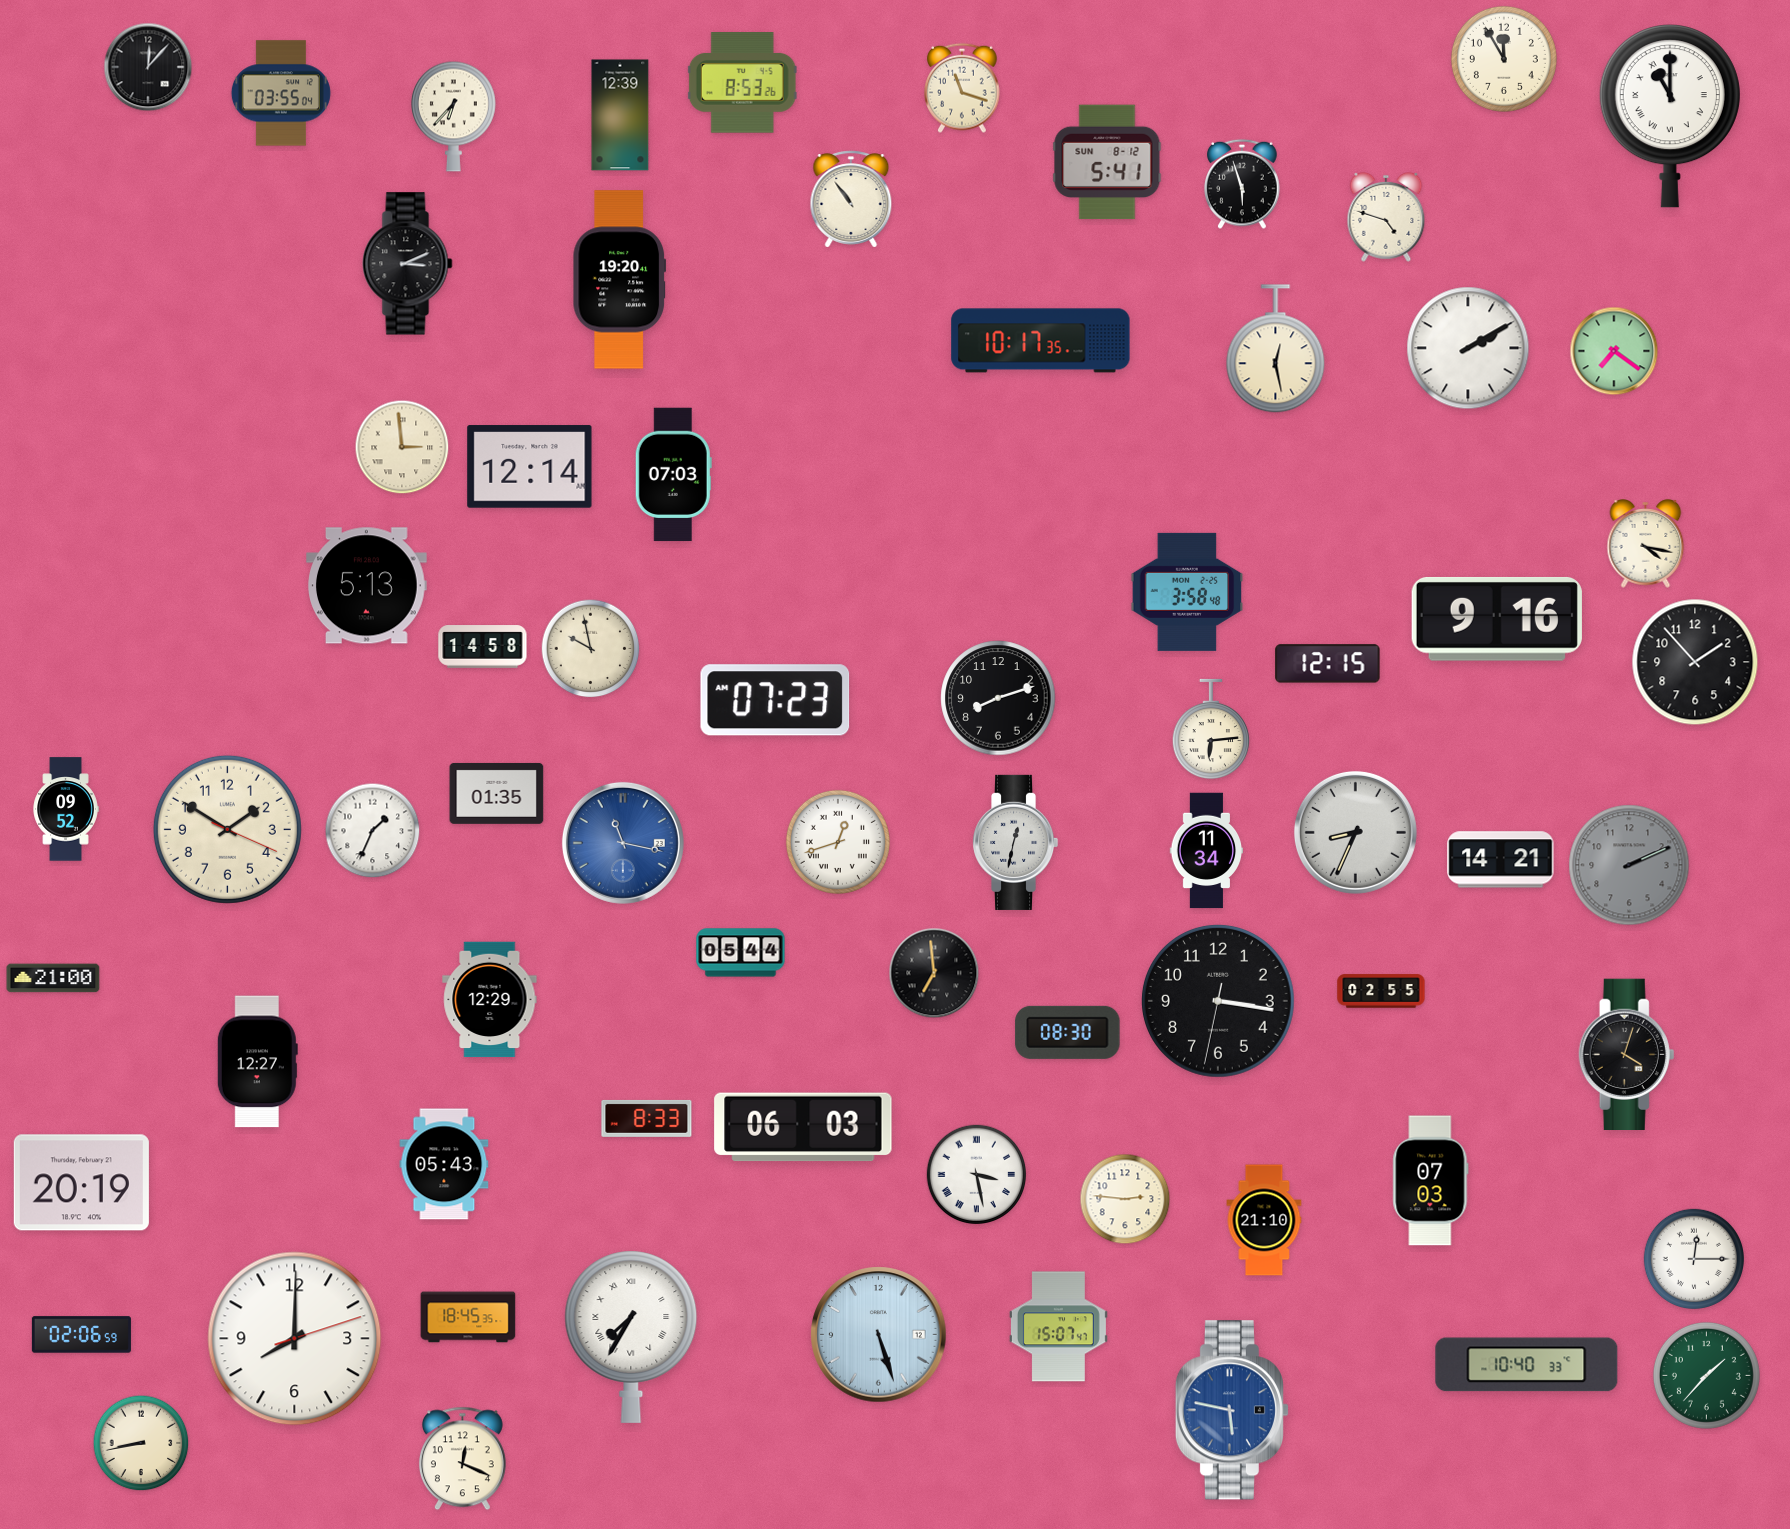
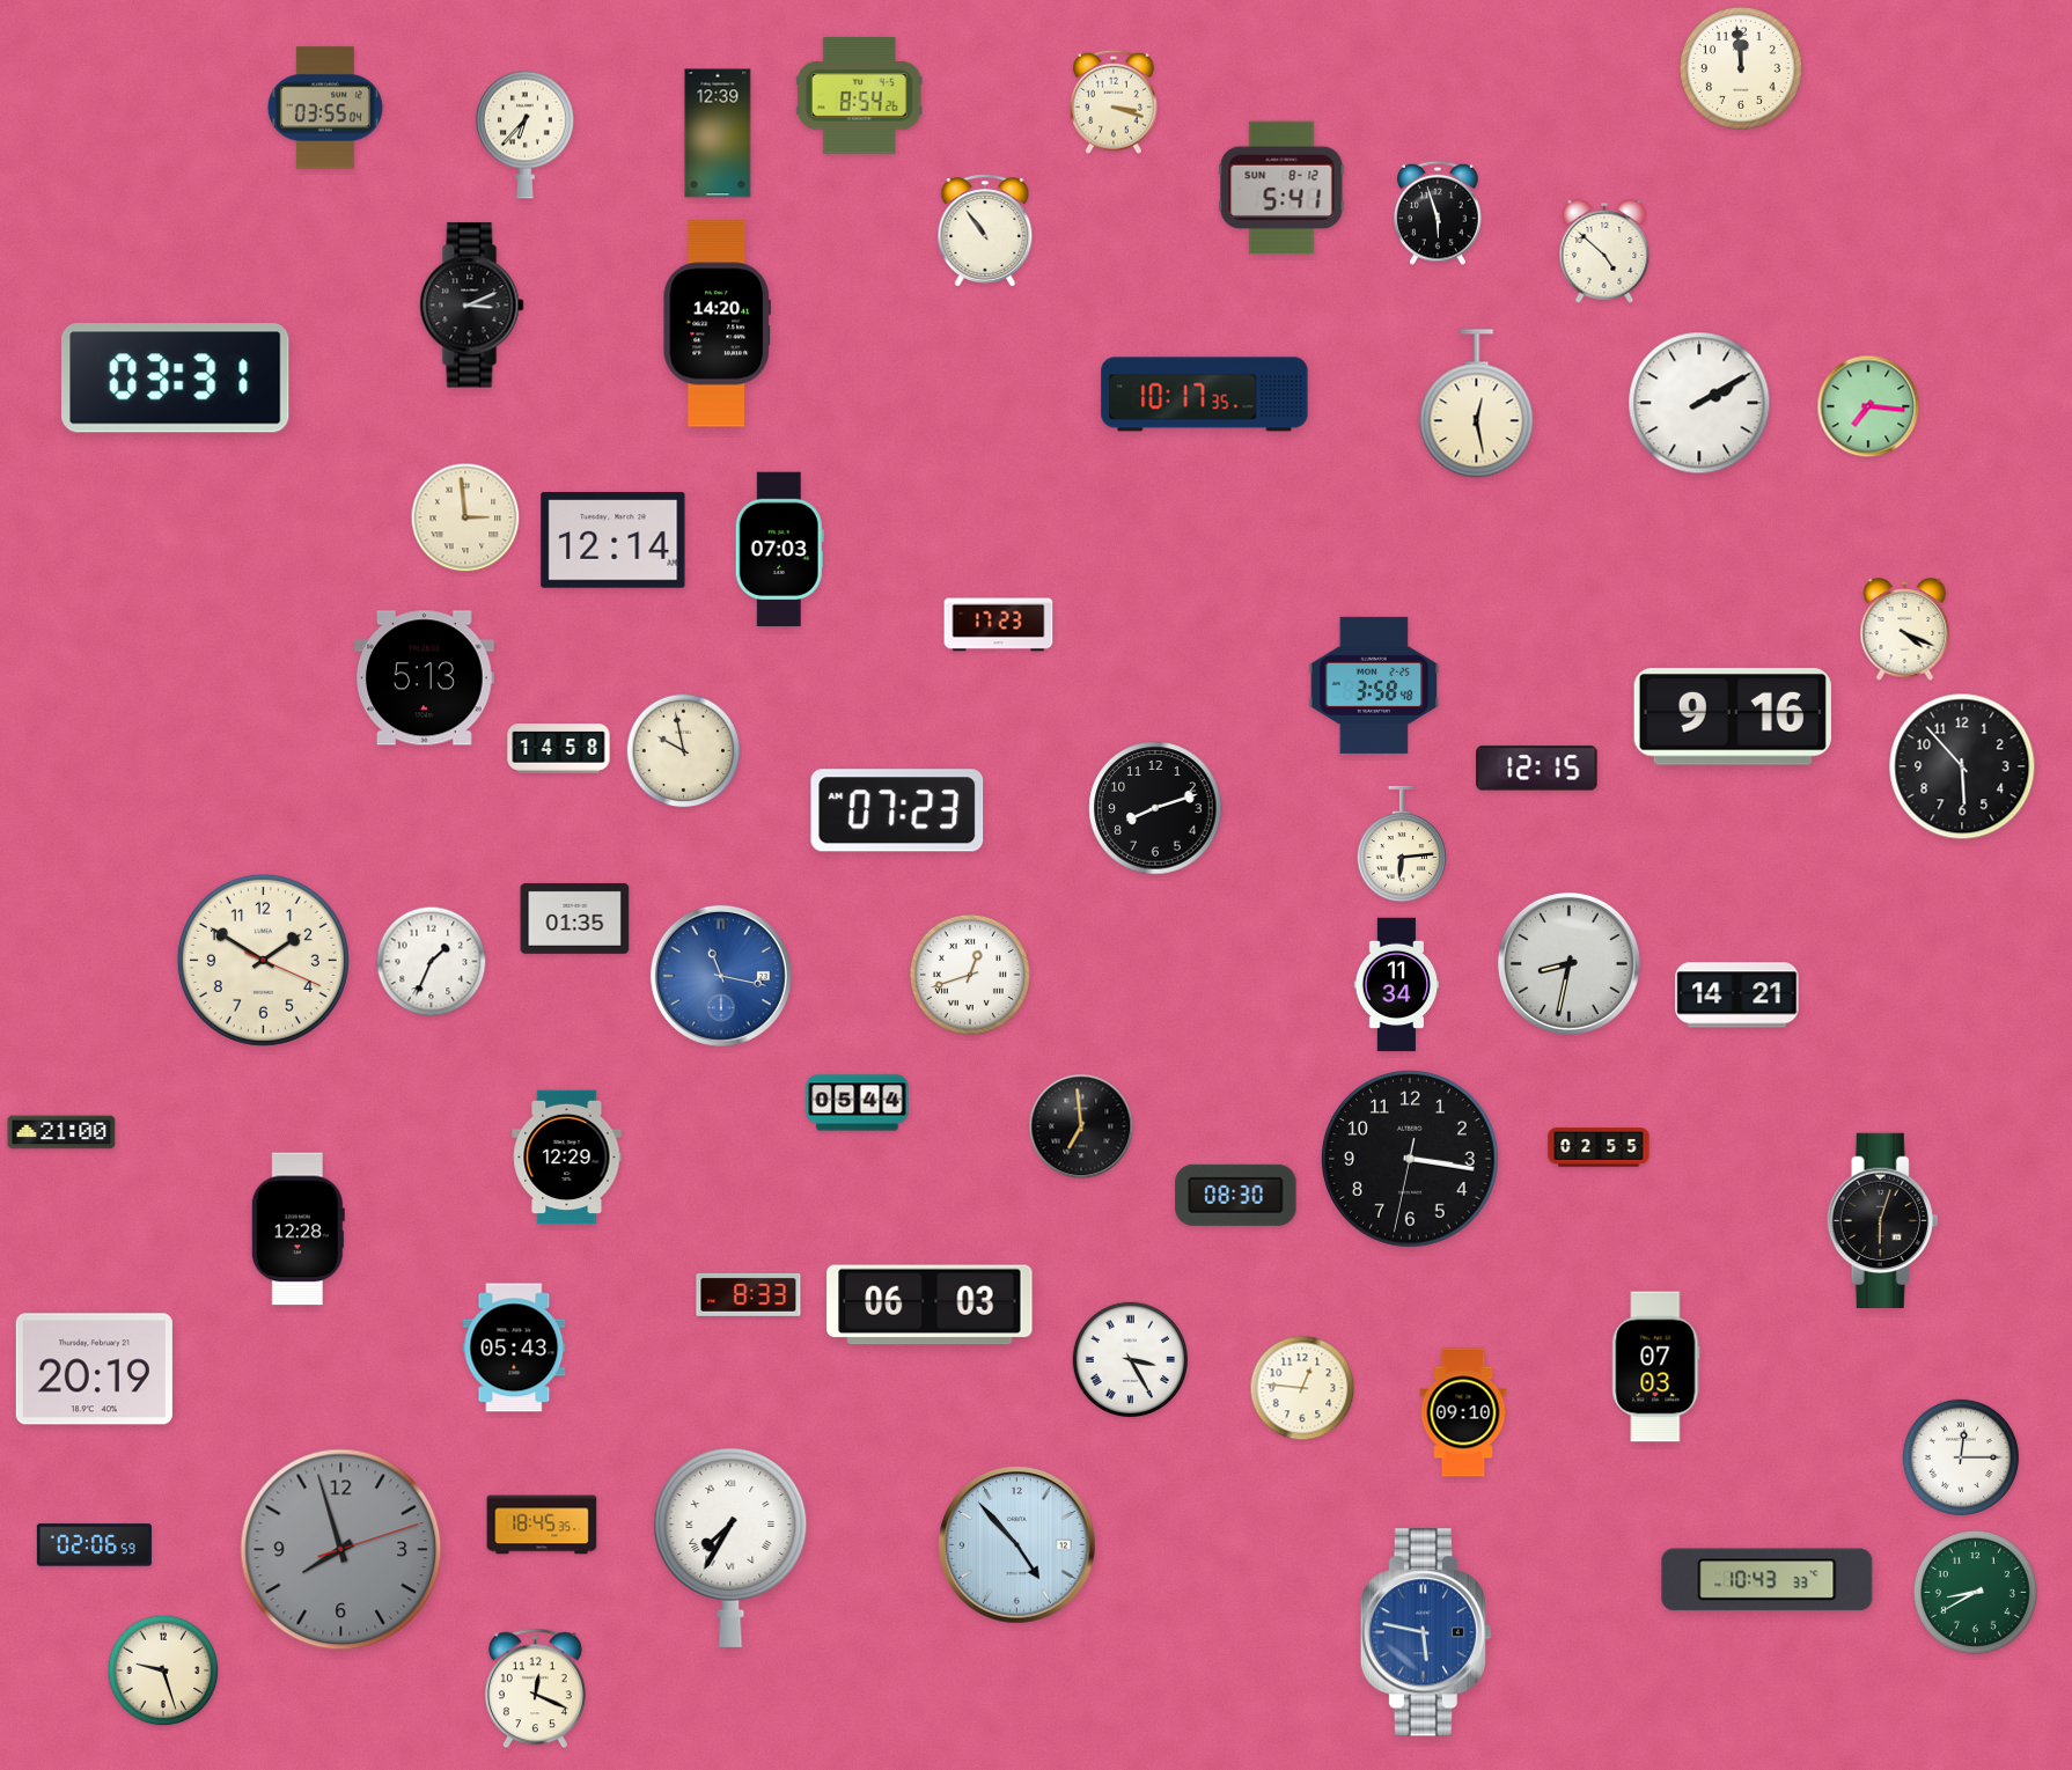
clock at (1504, 59): 11:55 -> 11:59
clock at (148, 67): 12:07 -> none
clock at (742, 83): 8:53 -> 8:54
clock at (962, 88): 11:18 -> 3:18
clock at (1670, 116): 11:00 -> none
clock at (1386, 217): 4:48 -> 4:52
clock at (620, 280): 19:20 -> 14:20
clock at (176, 379): none -> 03:31
clock at (1614, 351): 7:21 -> 7:16
clock at (999, 625): none -> 17:23
clock at (1646, 544): 4:17 -> 4:19
clock at (1695, 662): 1:53 -> 5:53
clock at (66, 809): 09:52 -> none
clock at (1355, 832): 8:34 -> 8:32
clock at (1016, 842): 12:32 -> none
clock at (1629, 865): 2:11 -> none
clock at (1627, 1055): 4:03 -> 6:03
clock at (257, 1062): 12:27 -> 12:28
clock at (977, 1175): 3:28 -> 3:25
clock at (1125, 1199): 2:46 -> 12:46
clock at (1264, 1220): 21:10 -> 09:10
clock at (1058, 1327): 15:07 -> none
clock at (879, 1335): 5:27 -> 4:53
clock at (295, 1339): 8:00 -> 7:57
clock at (295, 1339) dial: white -> grey
clock at (1527, 1365): 10:40 -> 10:43
clock at (1706, 1375): 1:37 -> 8:40
clock at (141, 1443): 8:43 -> 9:27
